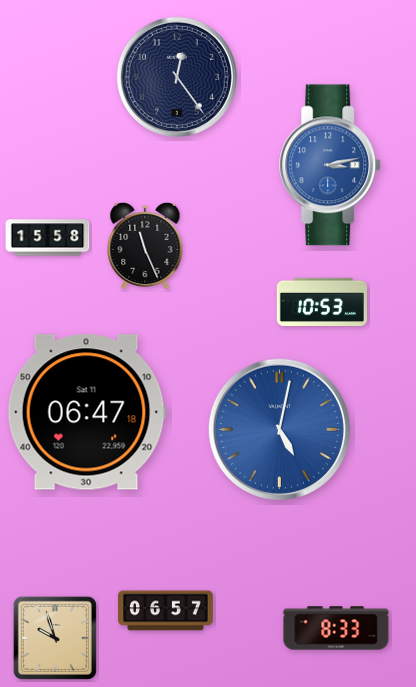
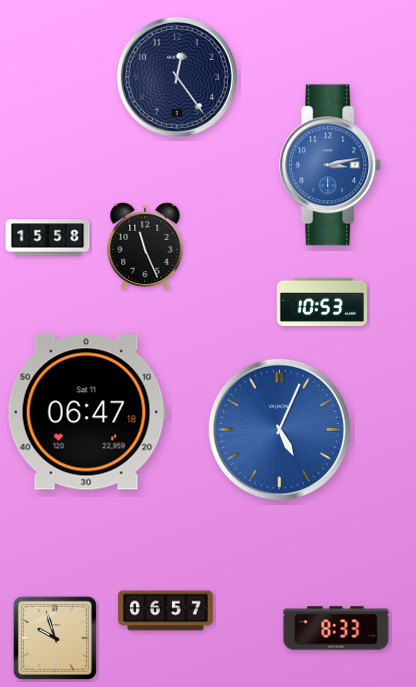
clock at (279, 429): 5:02 -> 5:04
